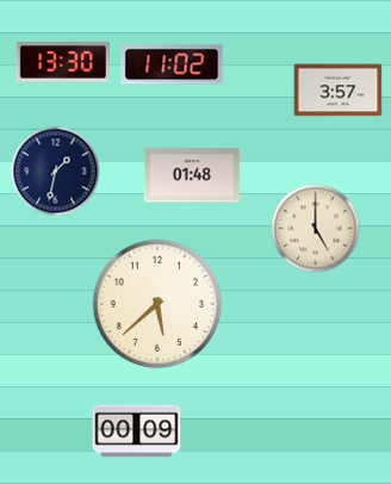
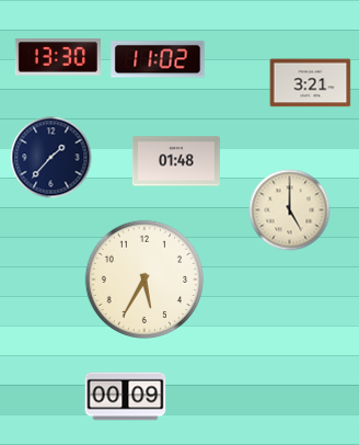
clock at (339, 91): 3:57 -> 3:21
clock at (56, 172): 1:32 -> 1:37
clock at (156, 303): 5:38 -> 5:35
